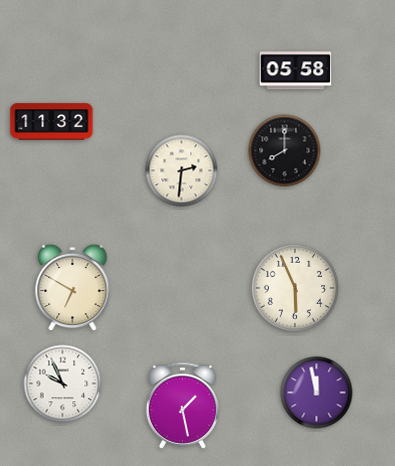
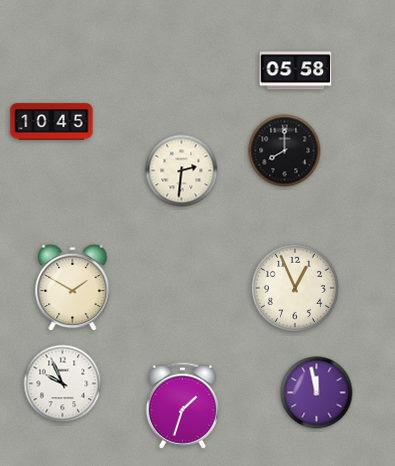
clock at (52, 122): 11:32 -> 10:45
clock at (73, 288): 6:50 -> 1:50
clock at (295, 288): 5:56 -> 12:56
clock at (182, 405): 1:28 -> 1:33
